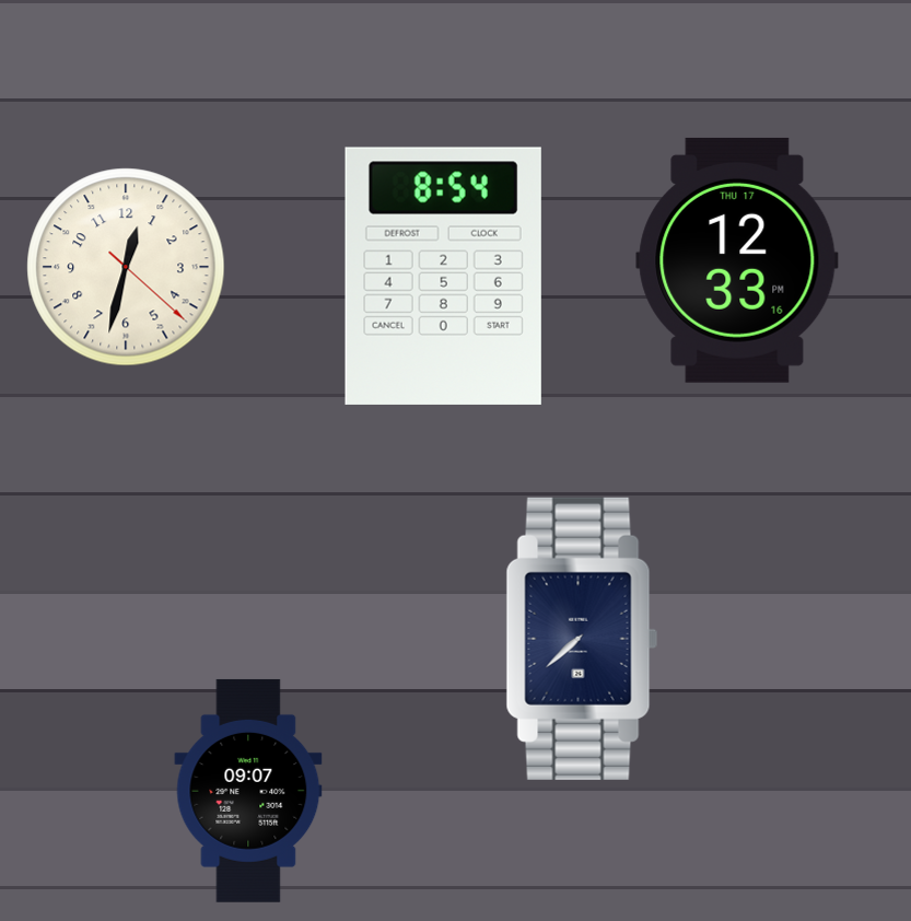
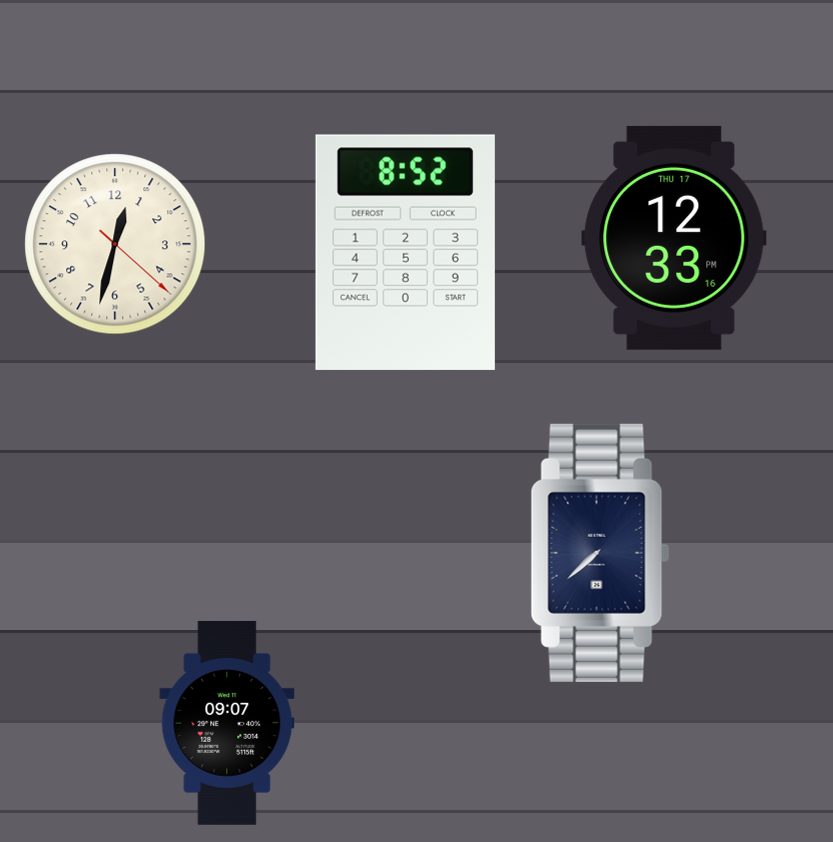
clock at (443, 276): 8:54 -> 8:52
clock at (582, 639) position: (582, 639) -> (600, 553)
